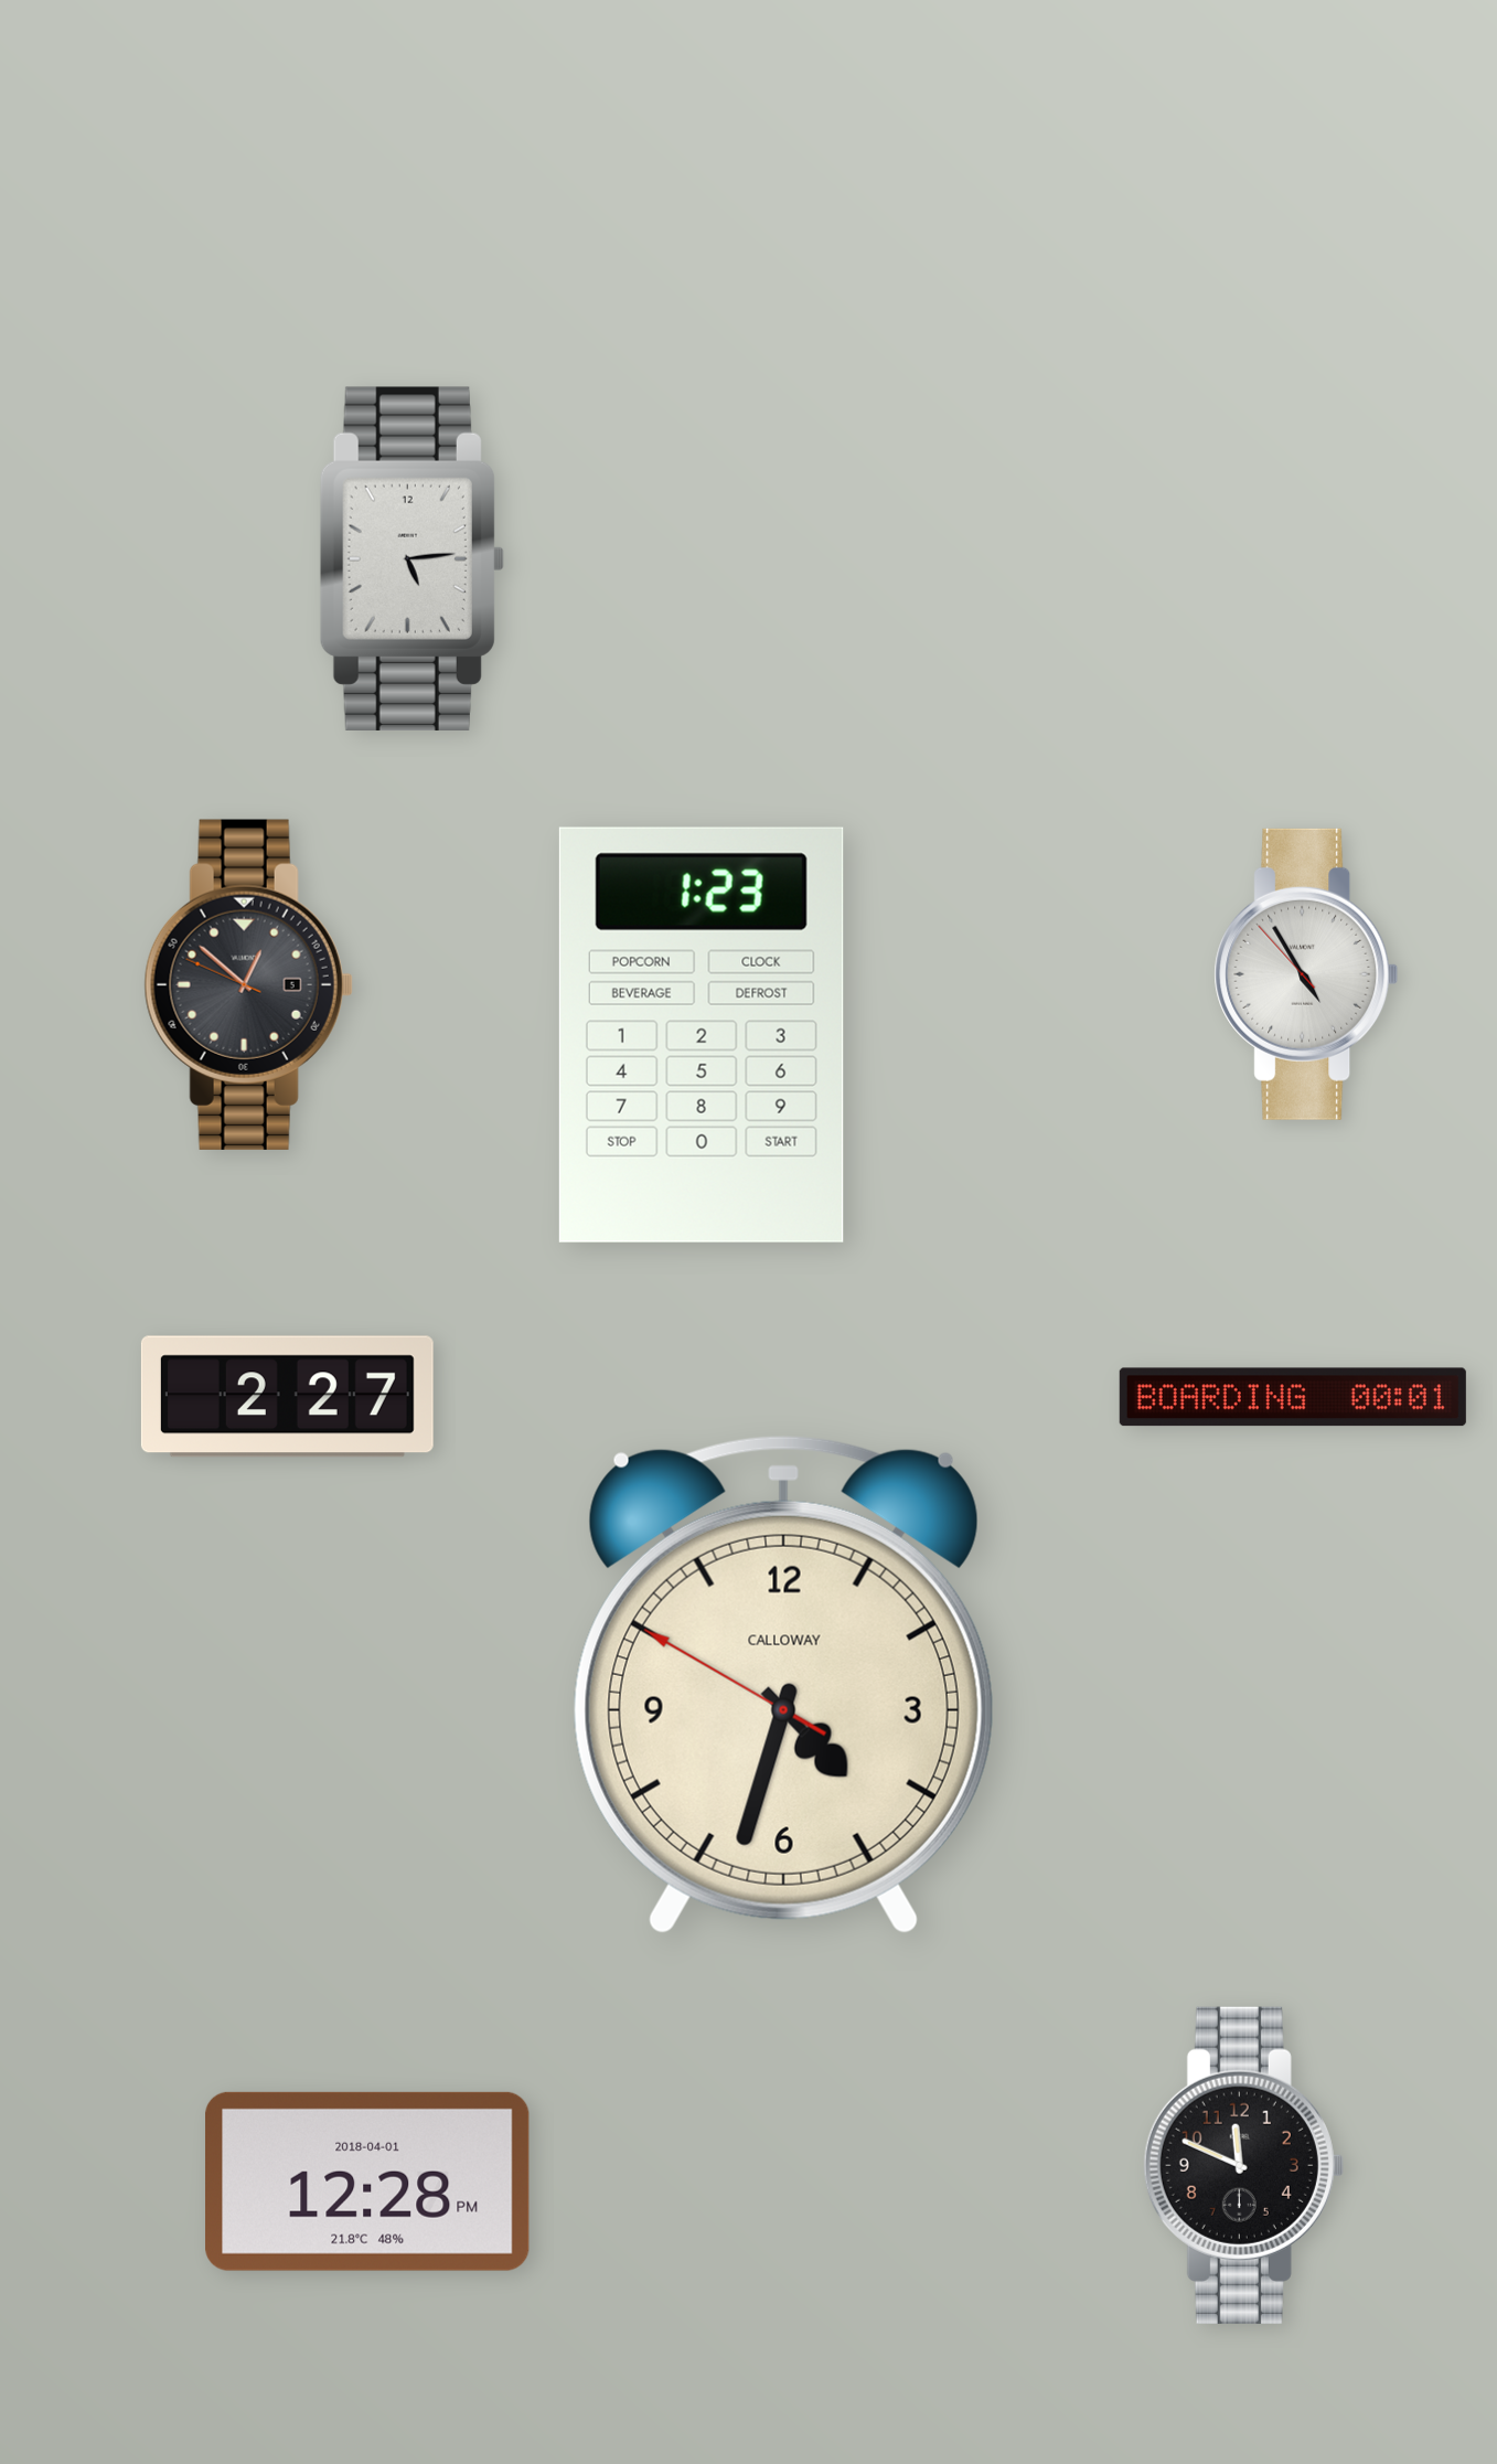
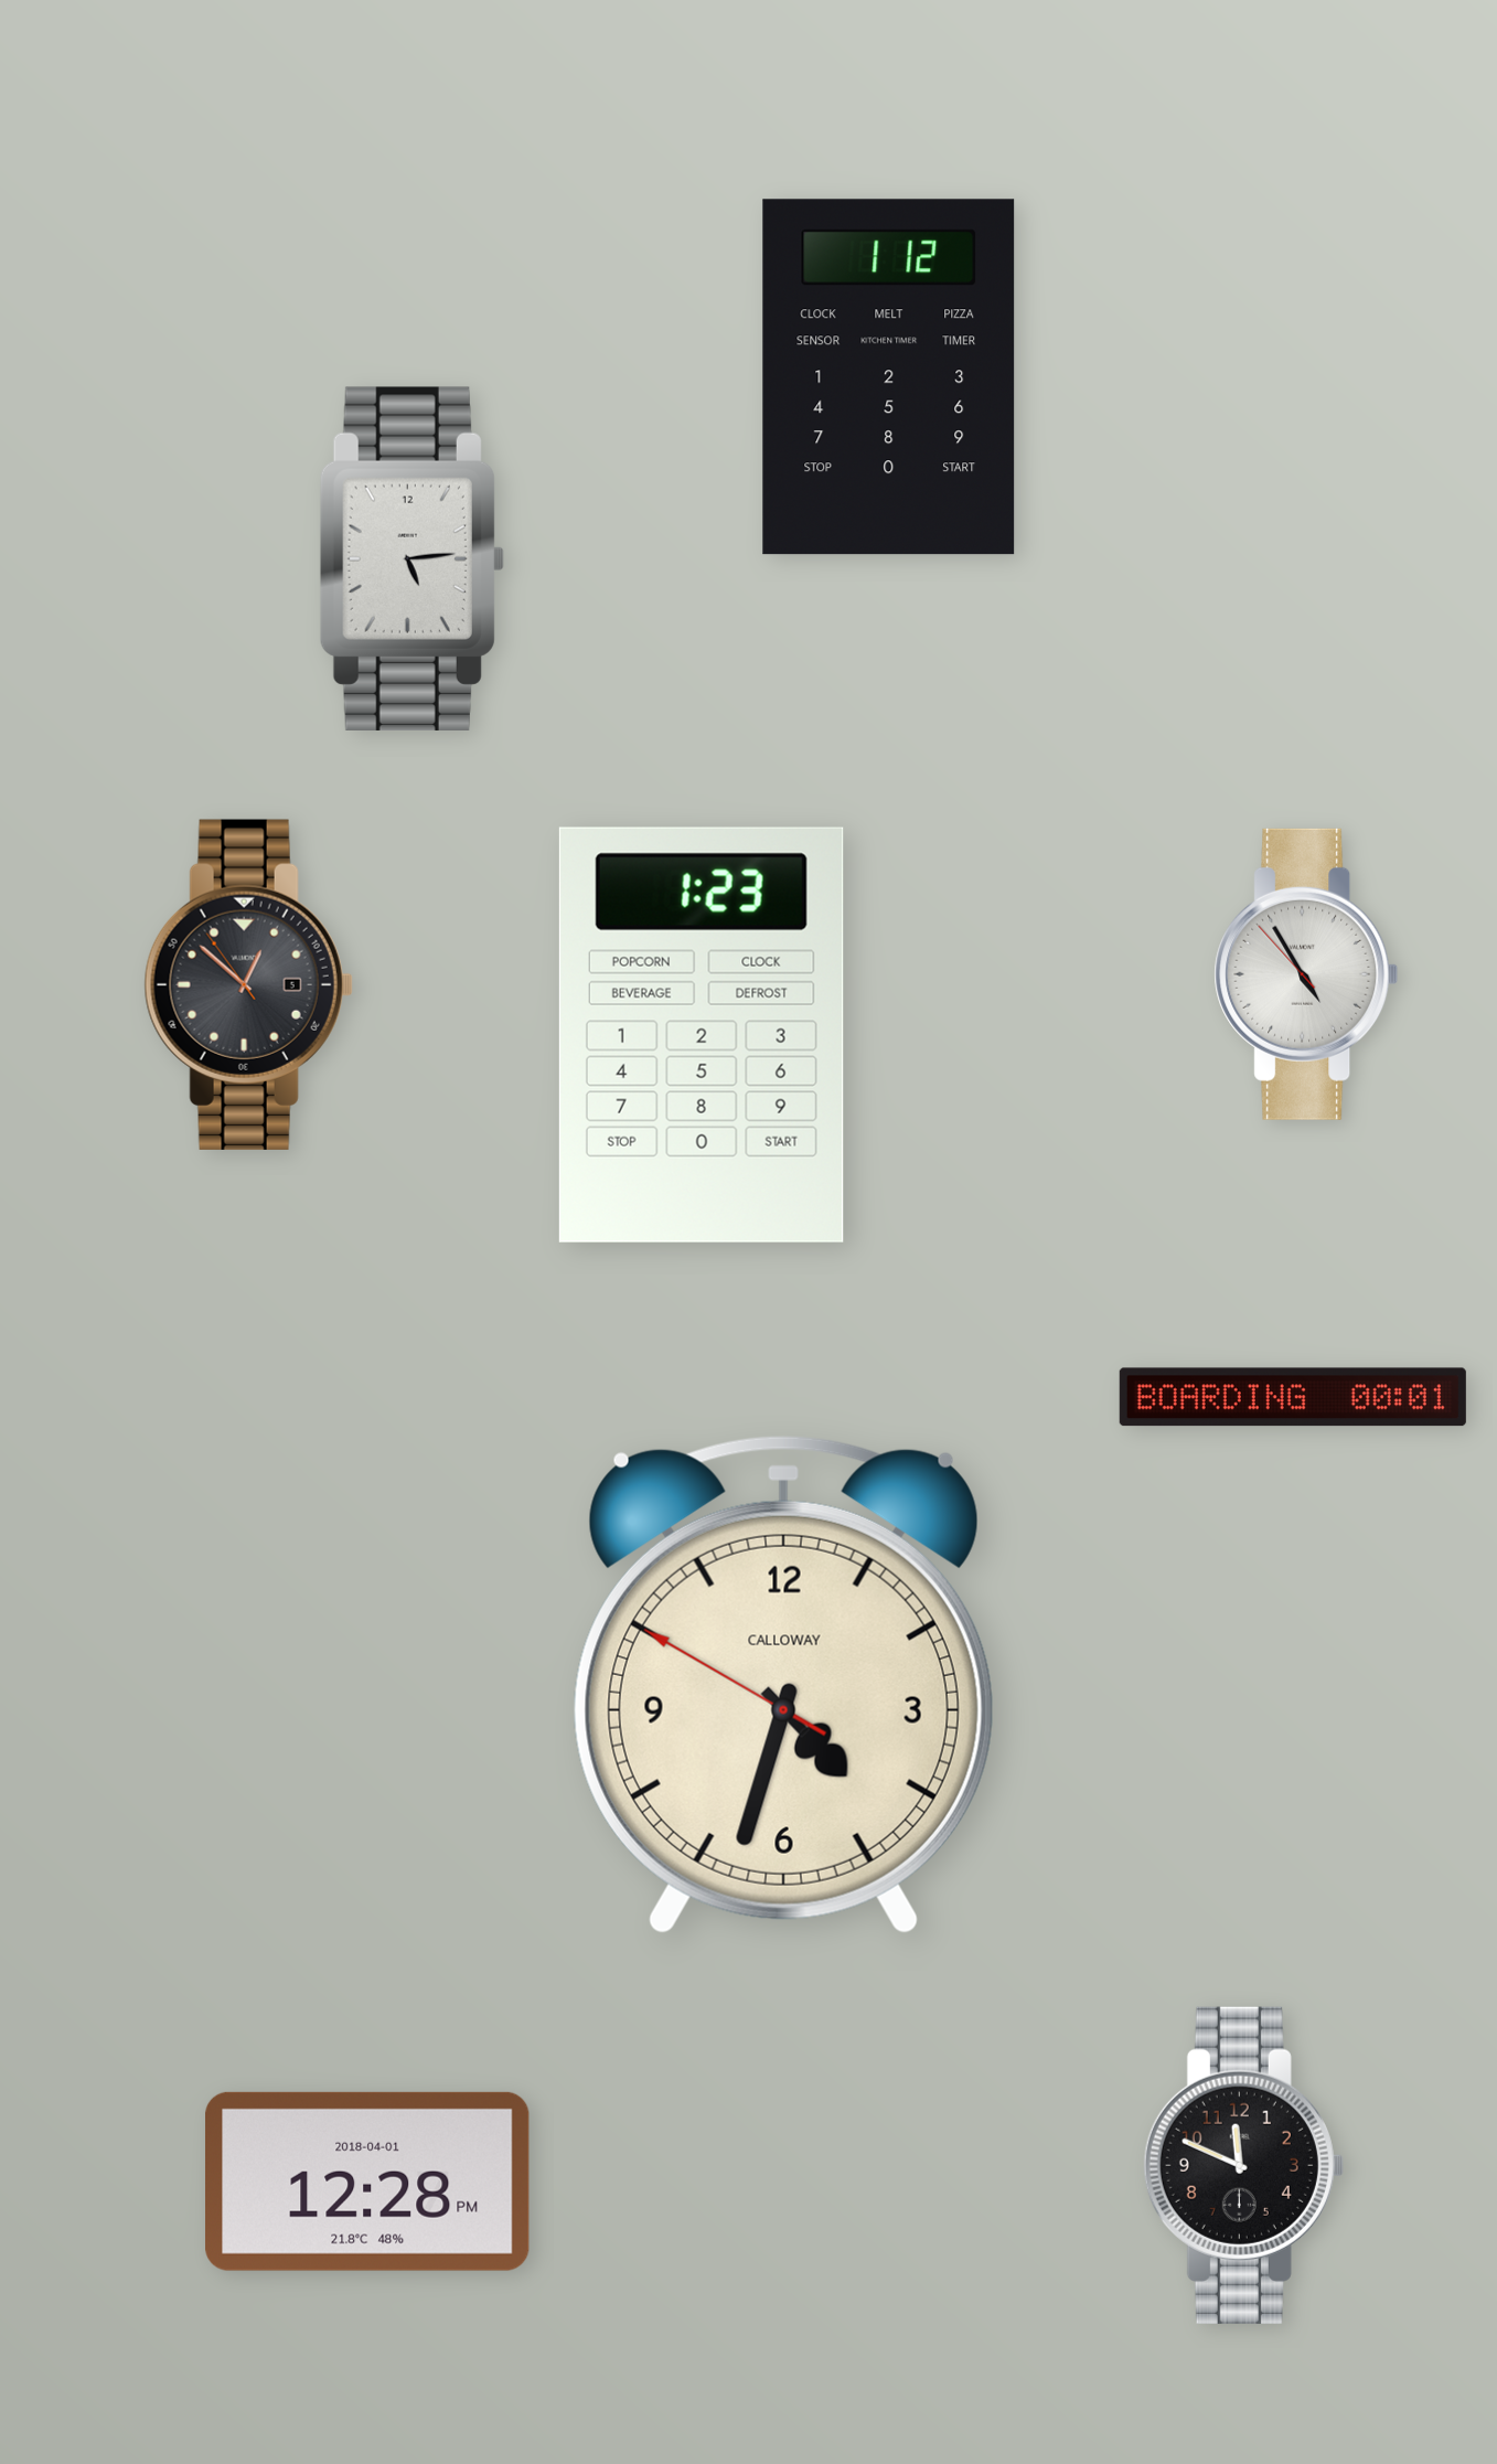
clock at (889, 377): none -> 1:12
clock at (248, 984): 12:51:49 -> 12:51:54
clock at (287, 1397): 2:27 -> none
